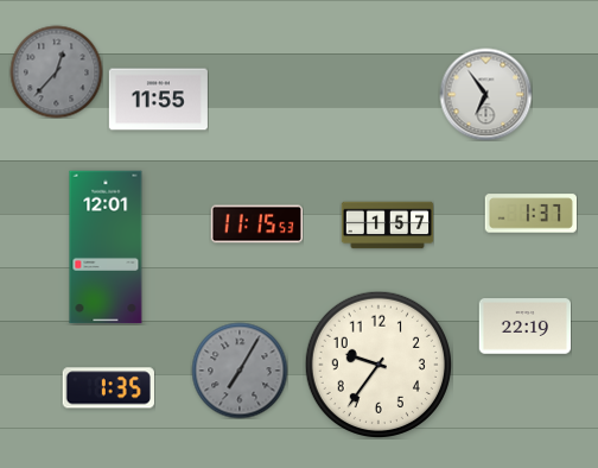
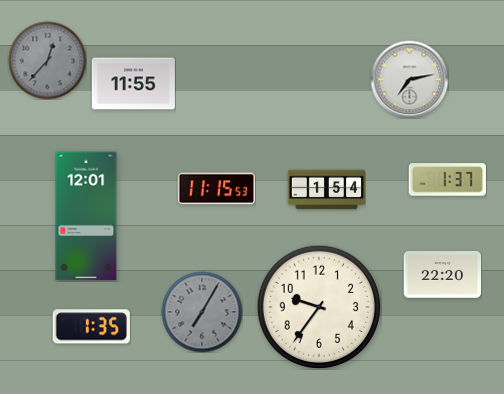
clock at (485, 94): 6:54 -> 7:13
clock at (387, 226): 1:57 -> 1:54
clock at (106, 247) position: (106, 247) -> (86, 216)
clock at (524, 327): 22:19 -> 22:20
